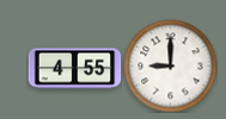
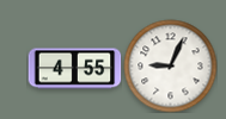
clock at (170, 65): 9:00 -> 9:04
